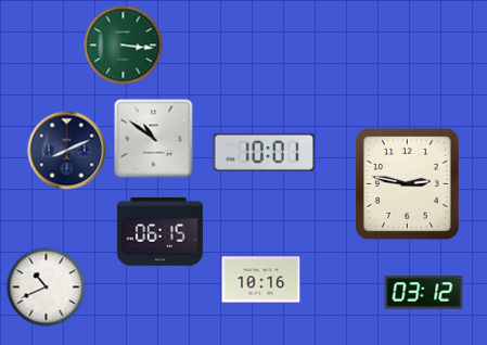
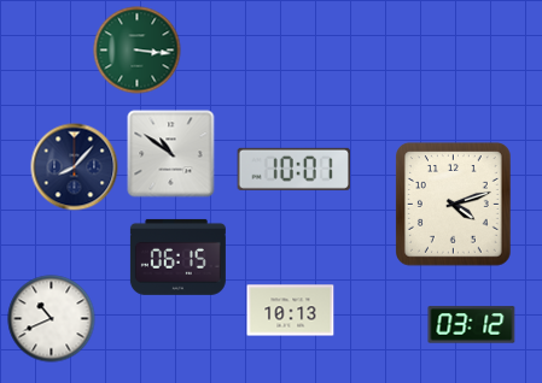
clock at (67, 151): 8:11 -> 8:07
clock at (408, 184): 2:47 -> 4:12
clock at (261, 280): 10:16 -> 10:13
